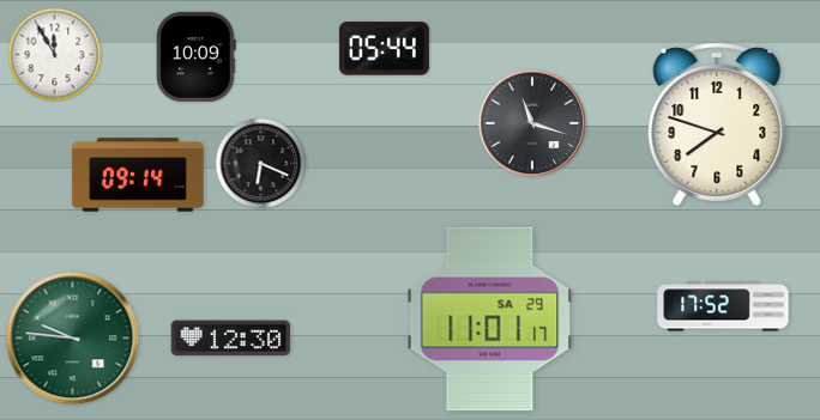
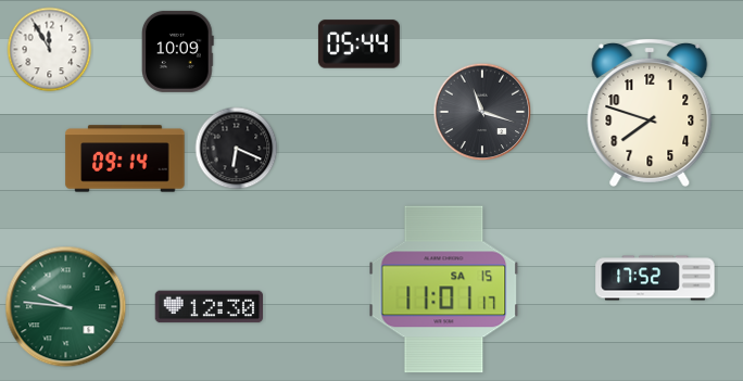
clock at (384, 49) position: (384, 49) -> (358, 45)
clock at (490, 319) date: SA 29 -> SA 15
